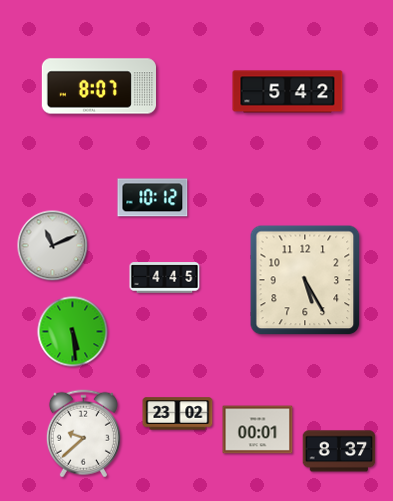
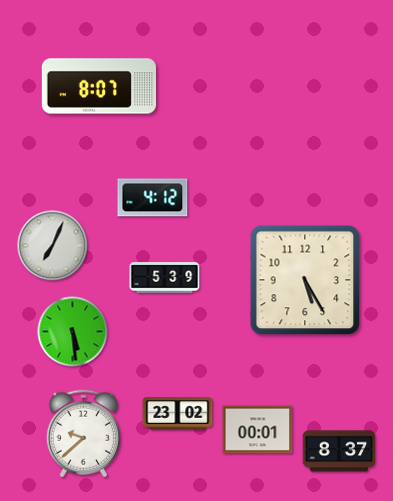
clock at (288, 92): 5:42 -> none
clock at (153, 198): 10:12 -> 4:12
clock at (53, 246): 11:11 -> 7:04
clock at (165, 278): 4:45 -> 5:39
